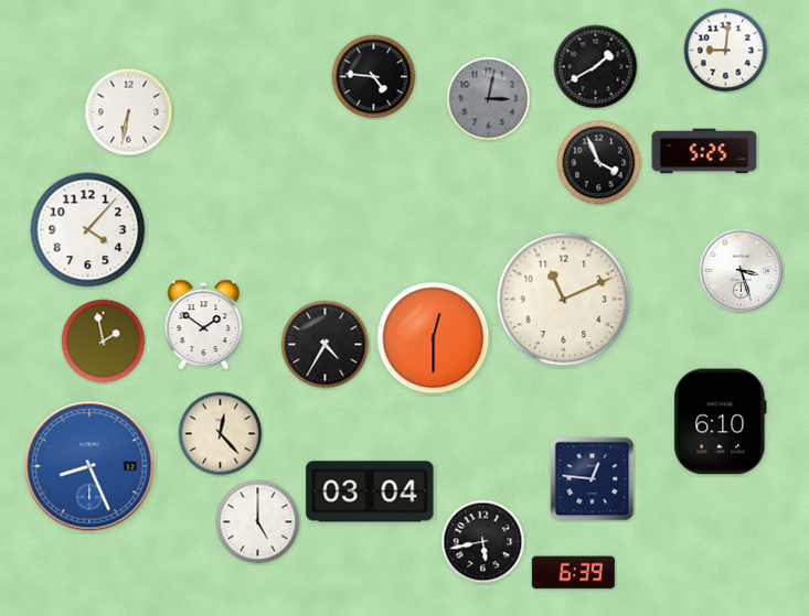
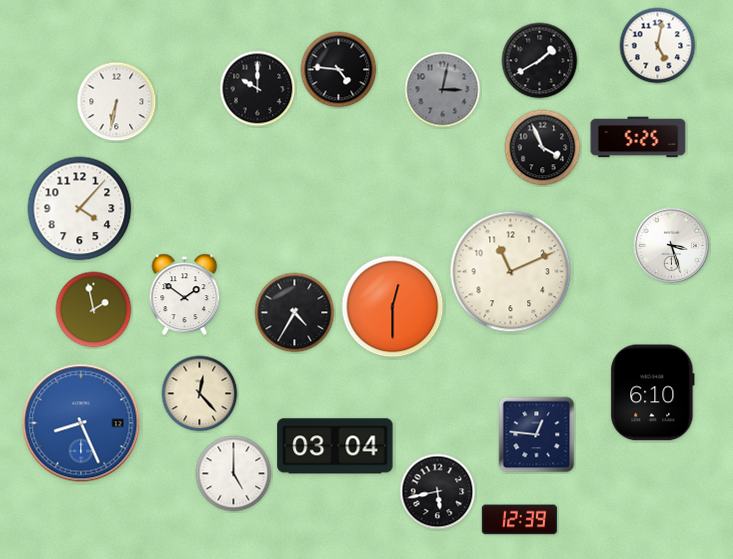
clock at (726, 51): 9:01 -> 5:02
clock at (258, 89): none -> 10:00
clock at (721, 422) position: (721, 422) -> (653, 393)
clock at (573, 573): 6:39 -> 12:39
